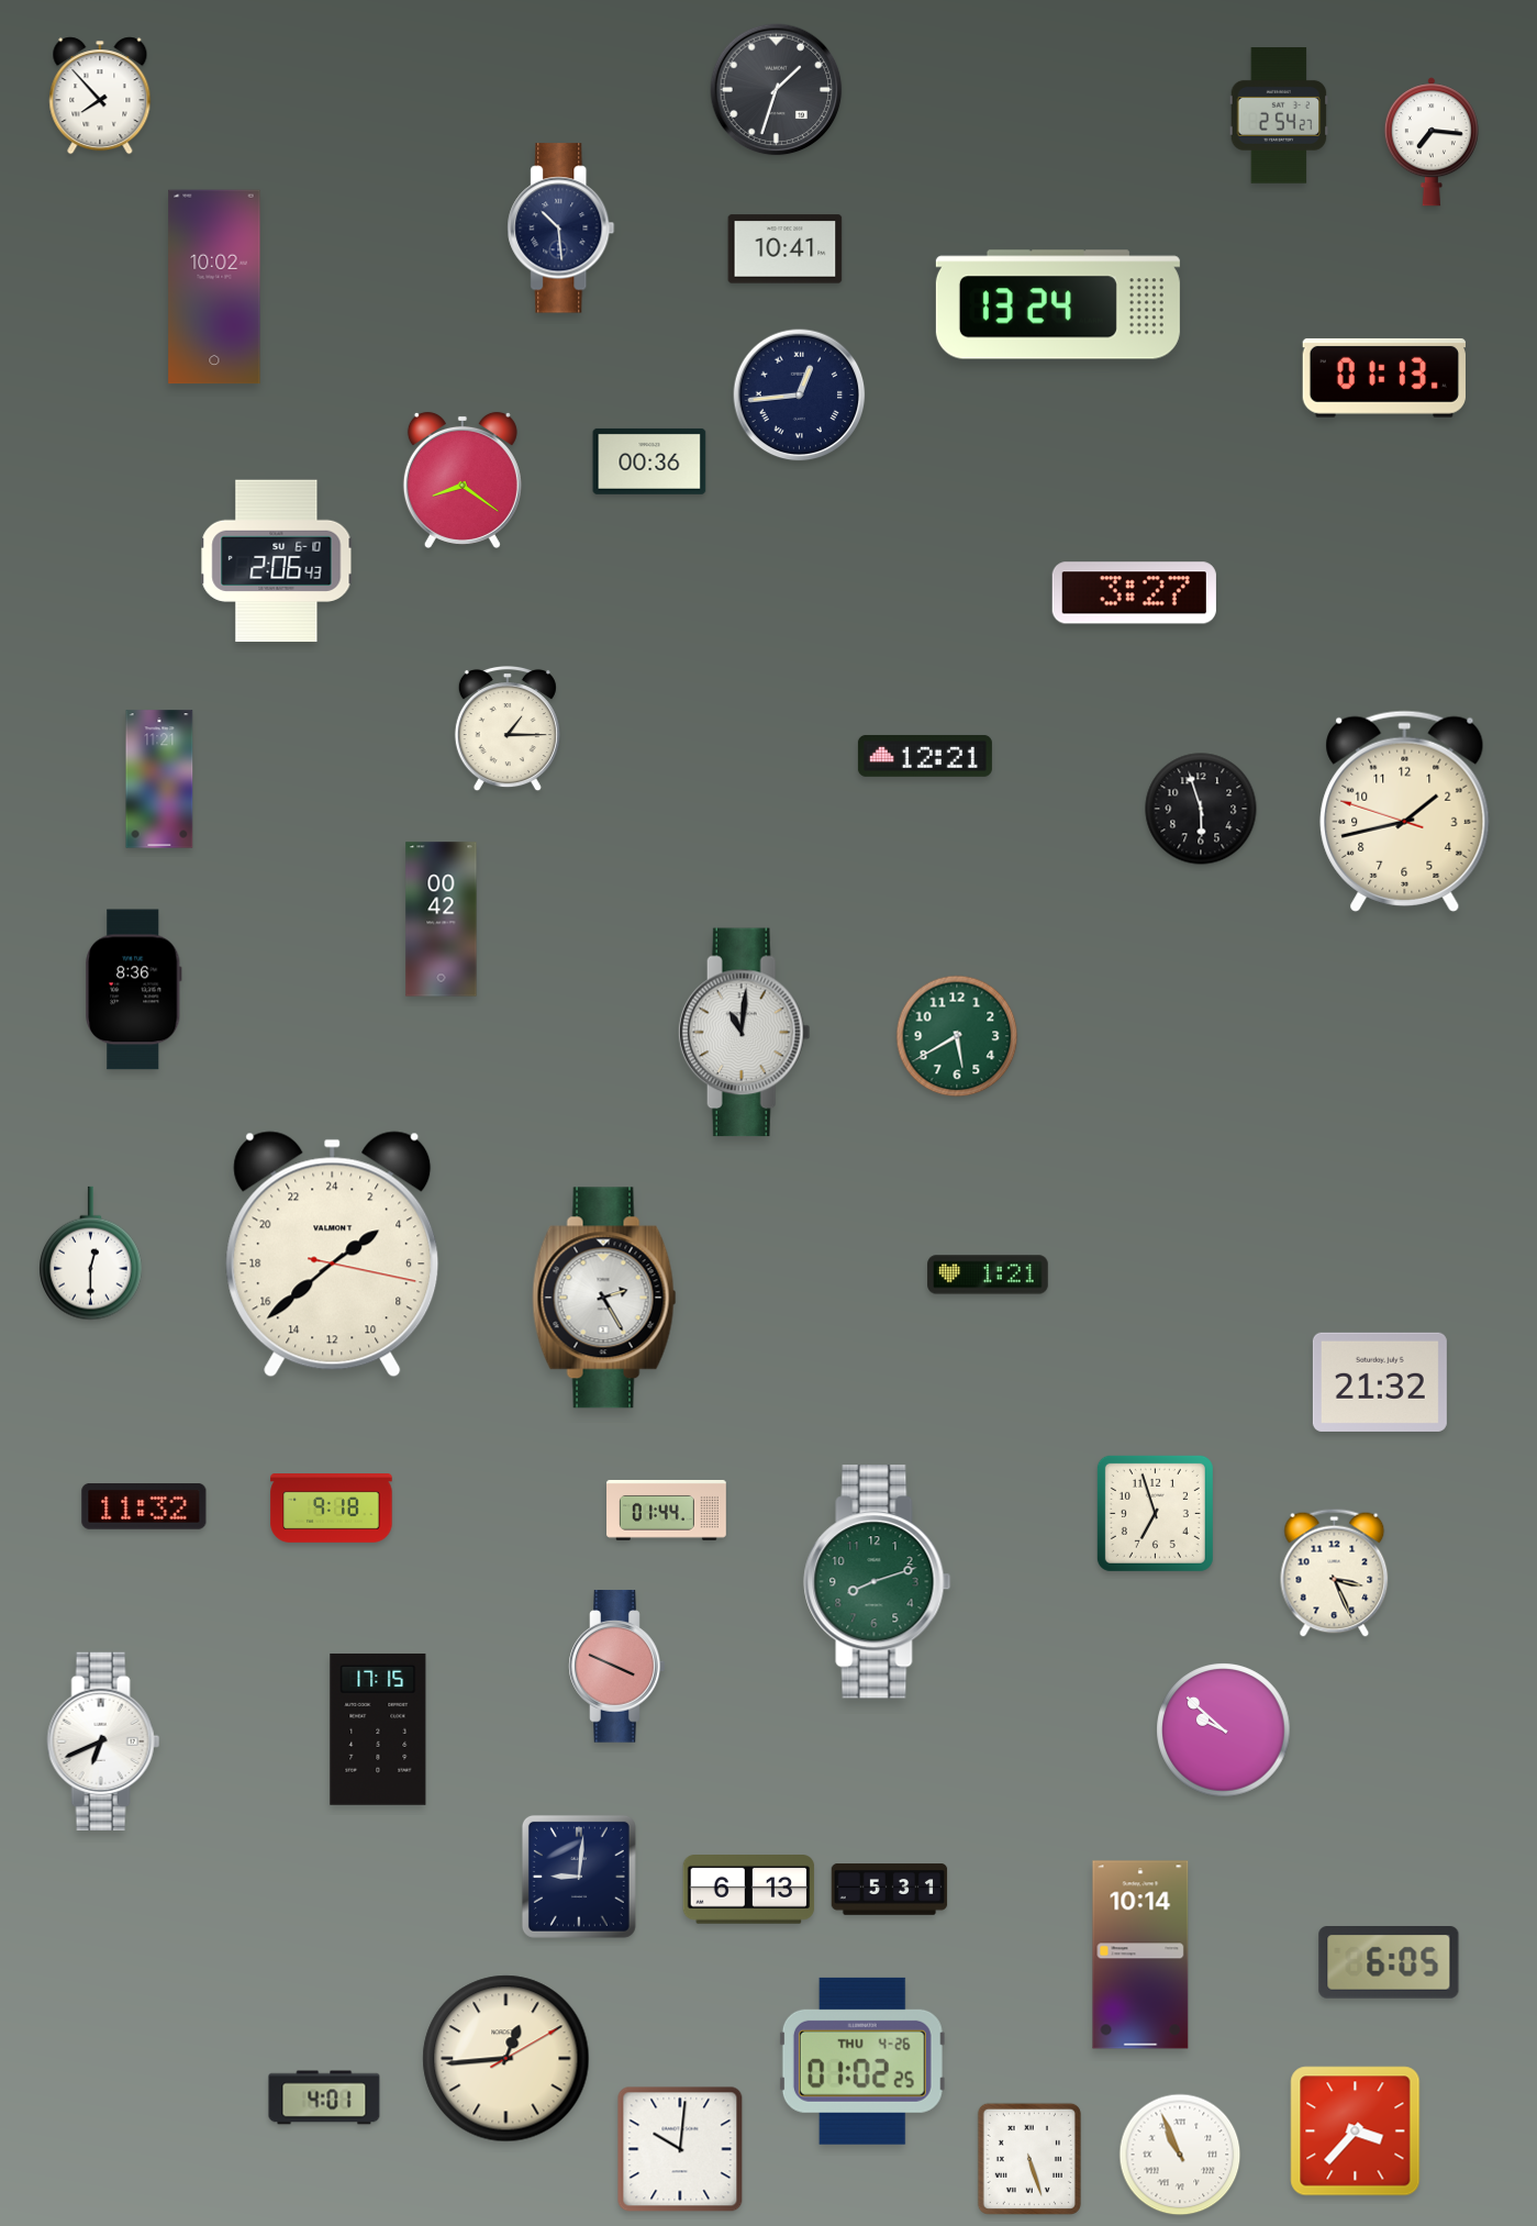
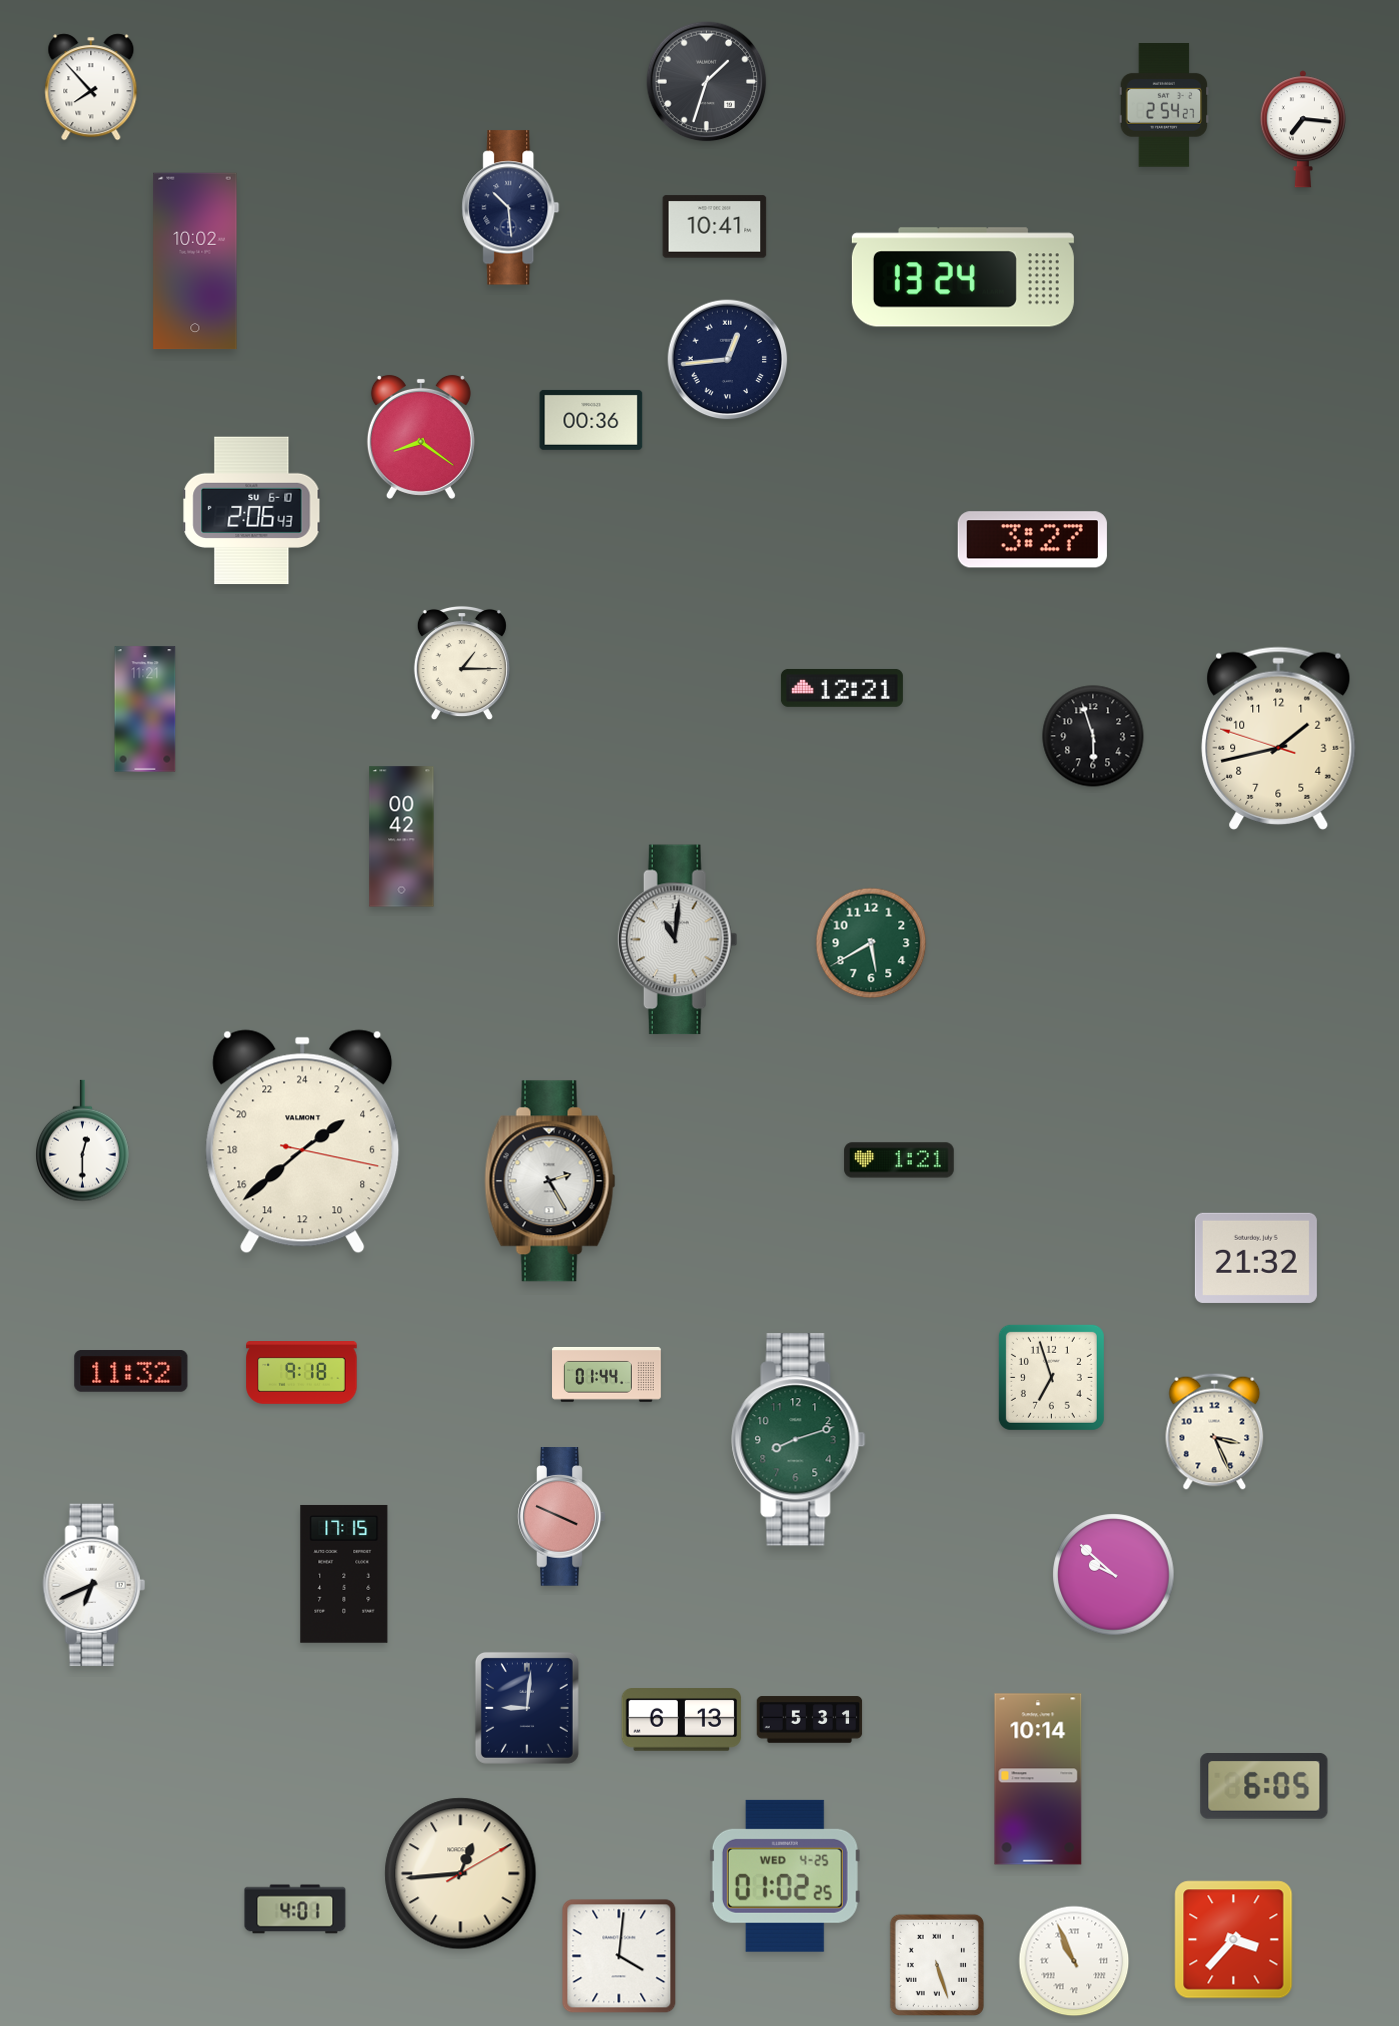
clock at (1383, 378): 01:13 -> none
clock at (134, 990): 8:36 -> none
clock at (862, 2061) date: THU 4-26 -> WED 4-25
clock at (680, 2149): 10:01 -> 4:01
